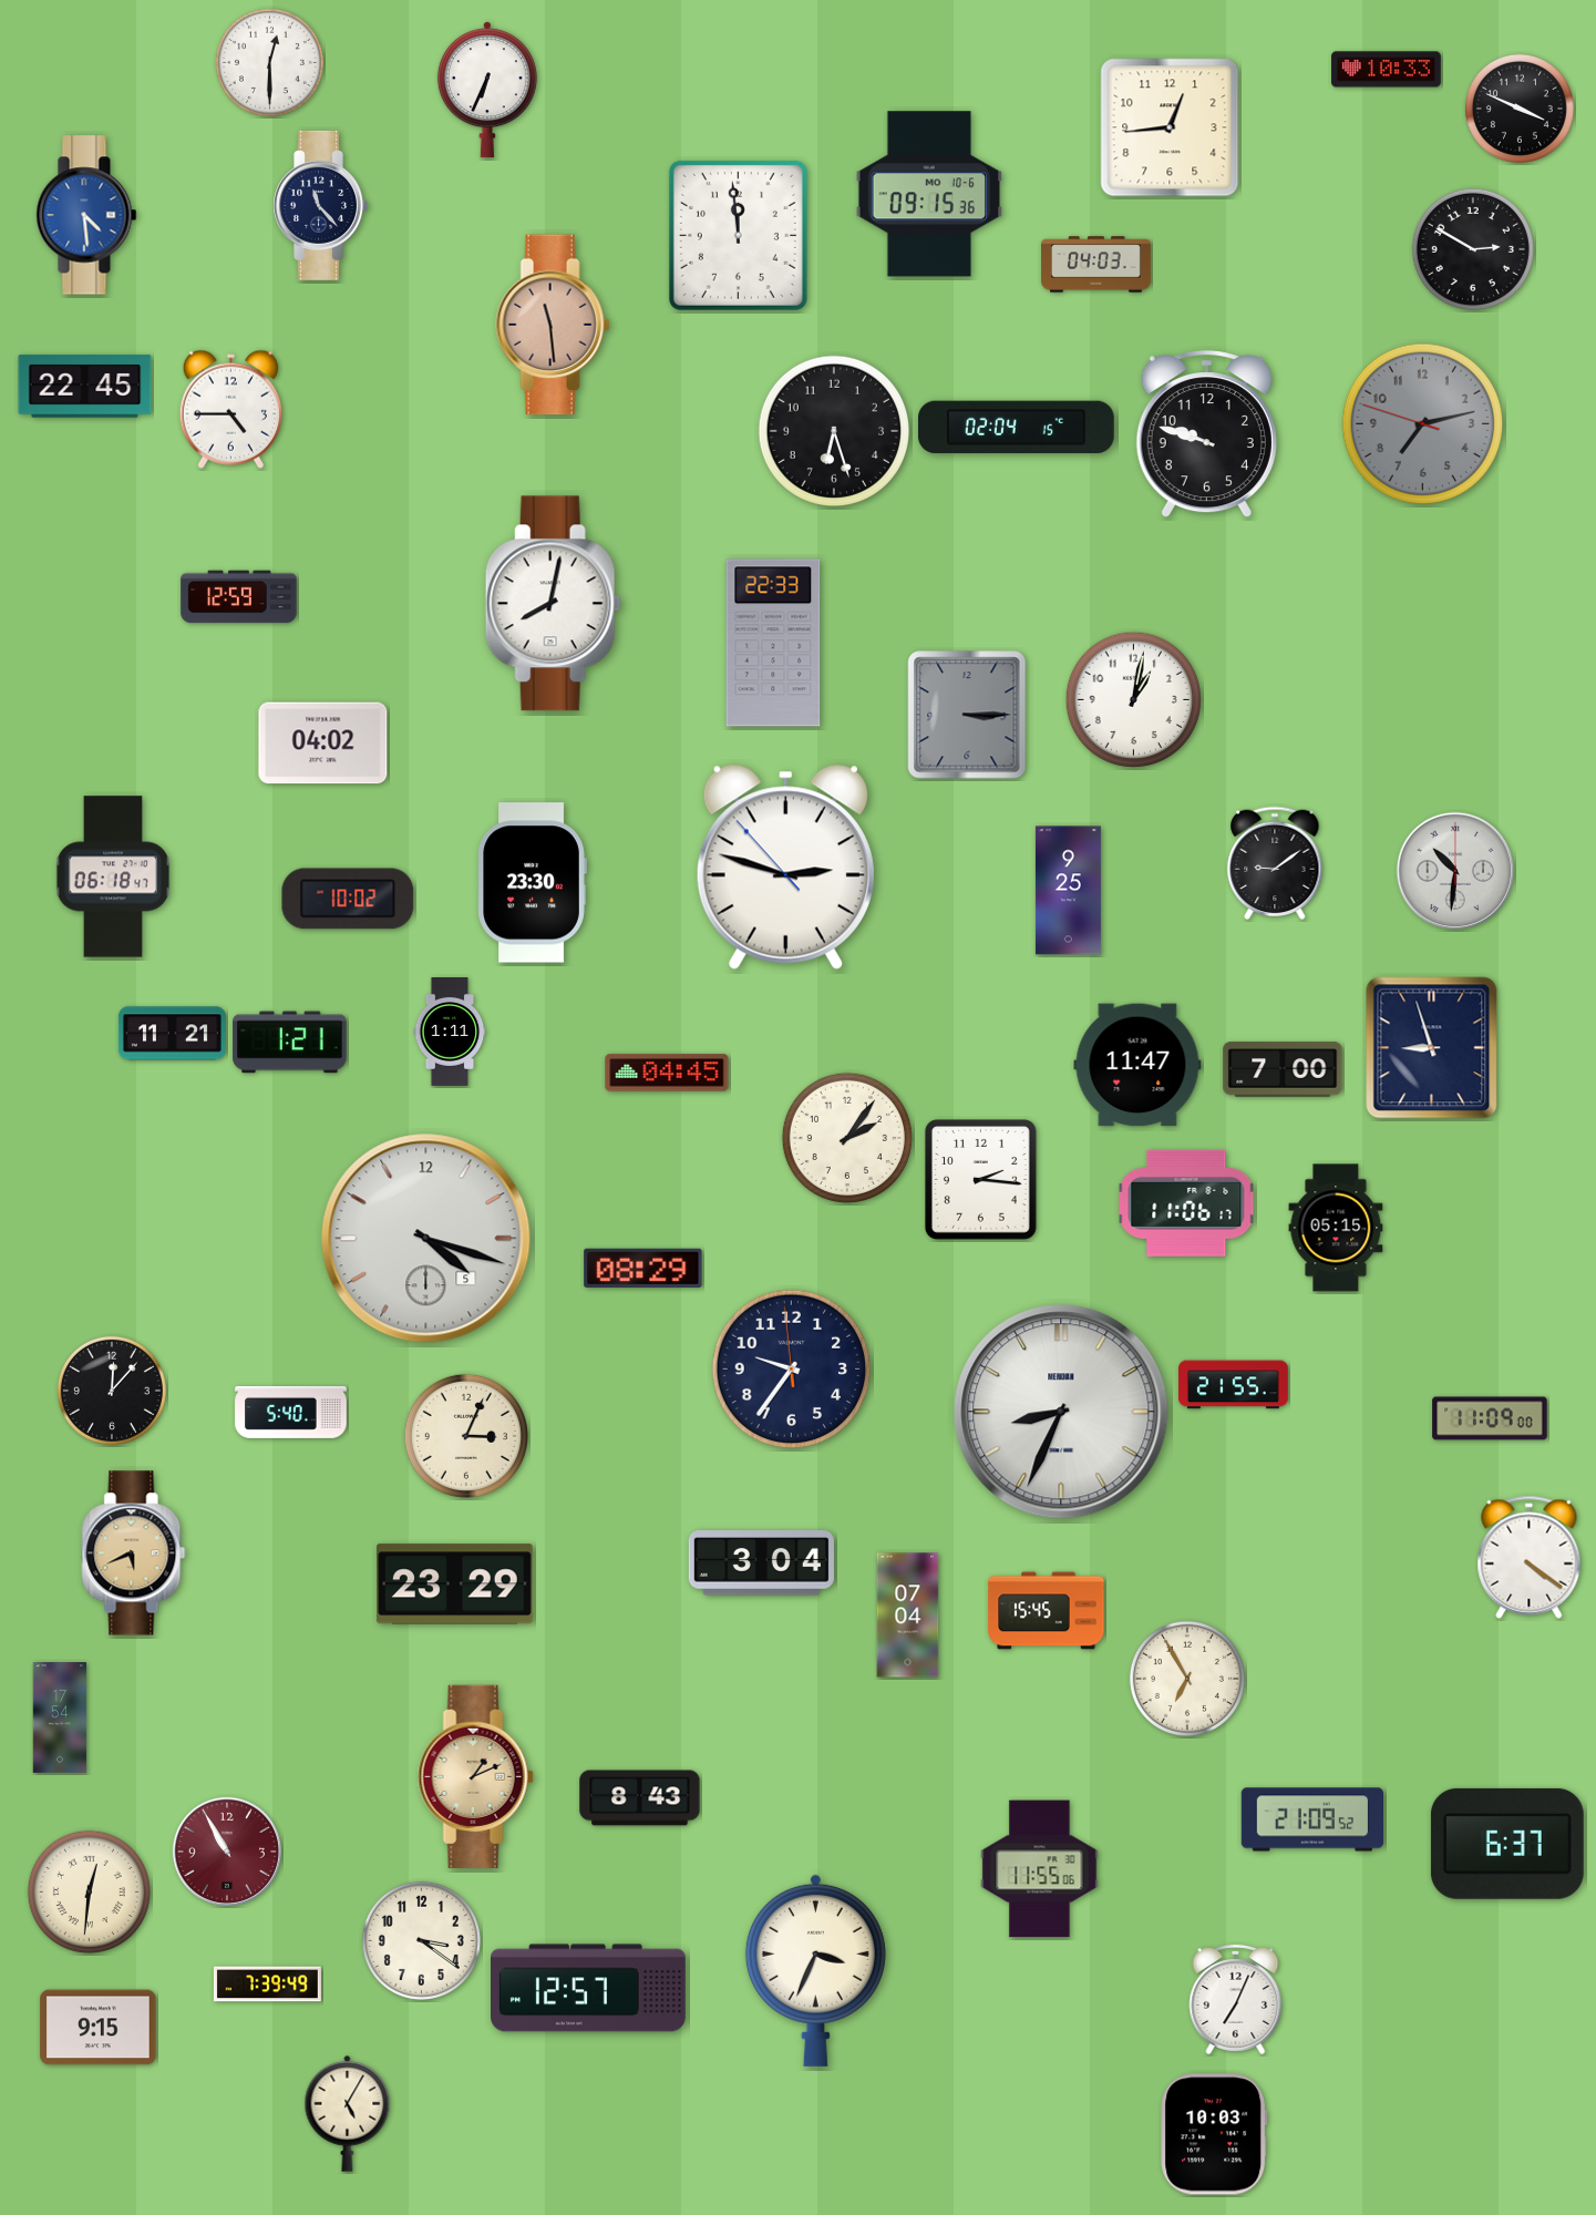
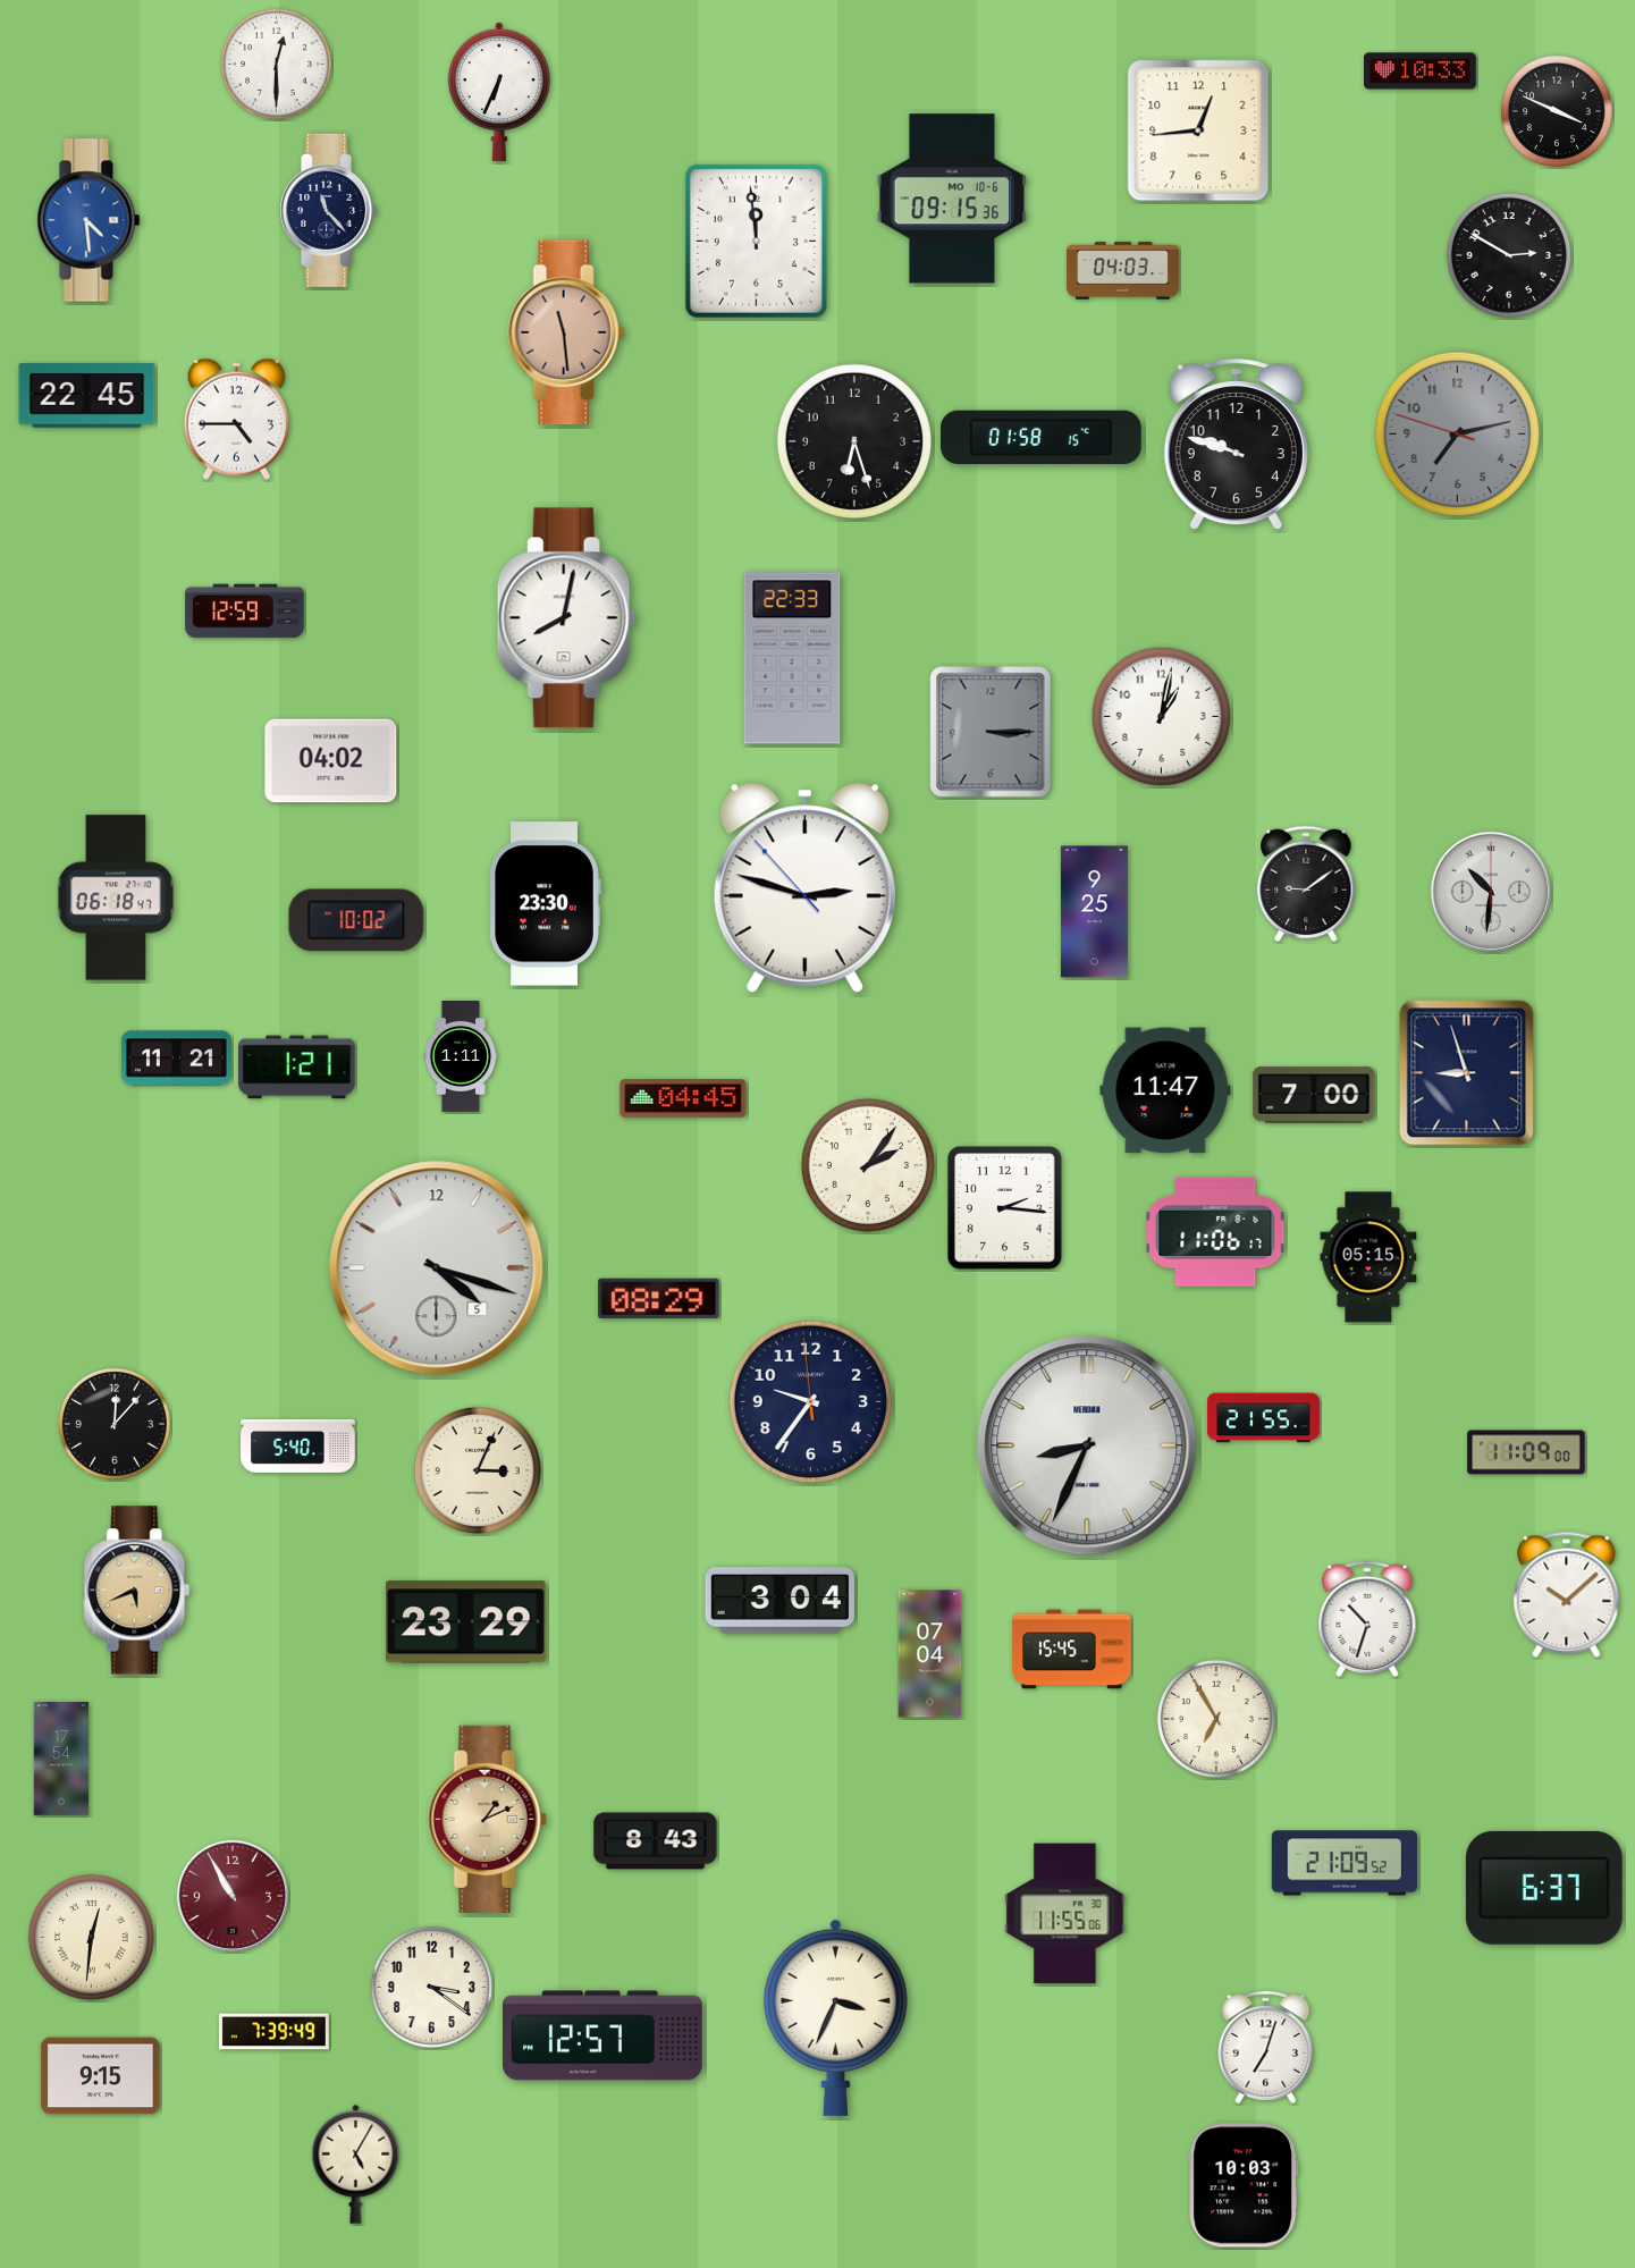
clock at (1017, 428): 02:04 -> 01:58
clock at (1530, 1557): 4:21 -> 10:08
clock at (1367, 1619): none -> 10:33
clock at (1236, 1999): 7:04 -> 7:03
